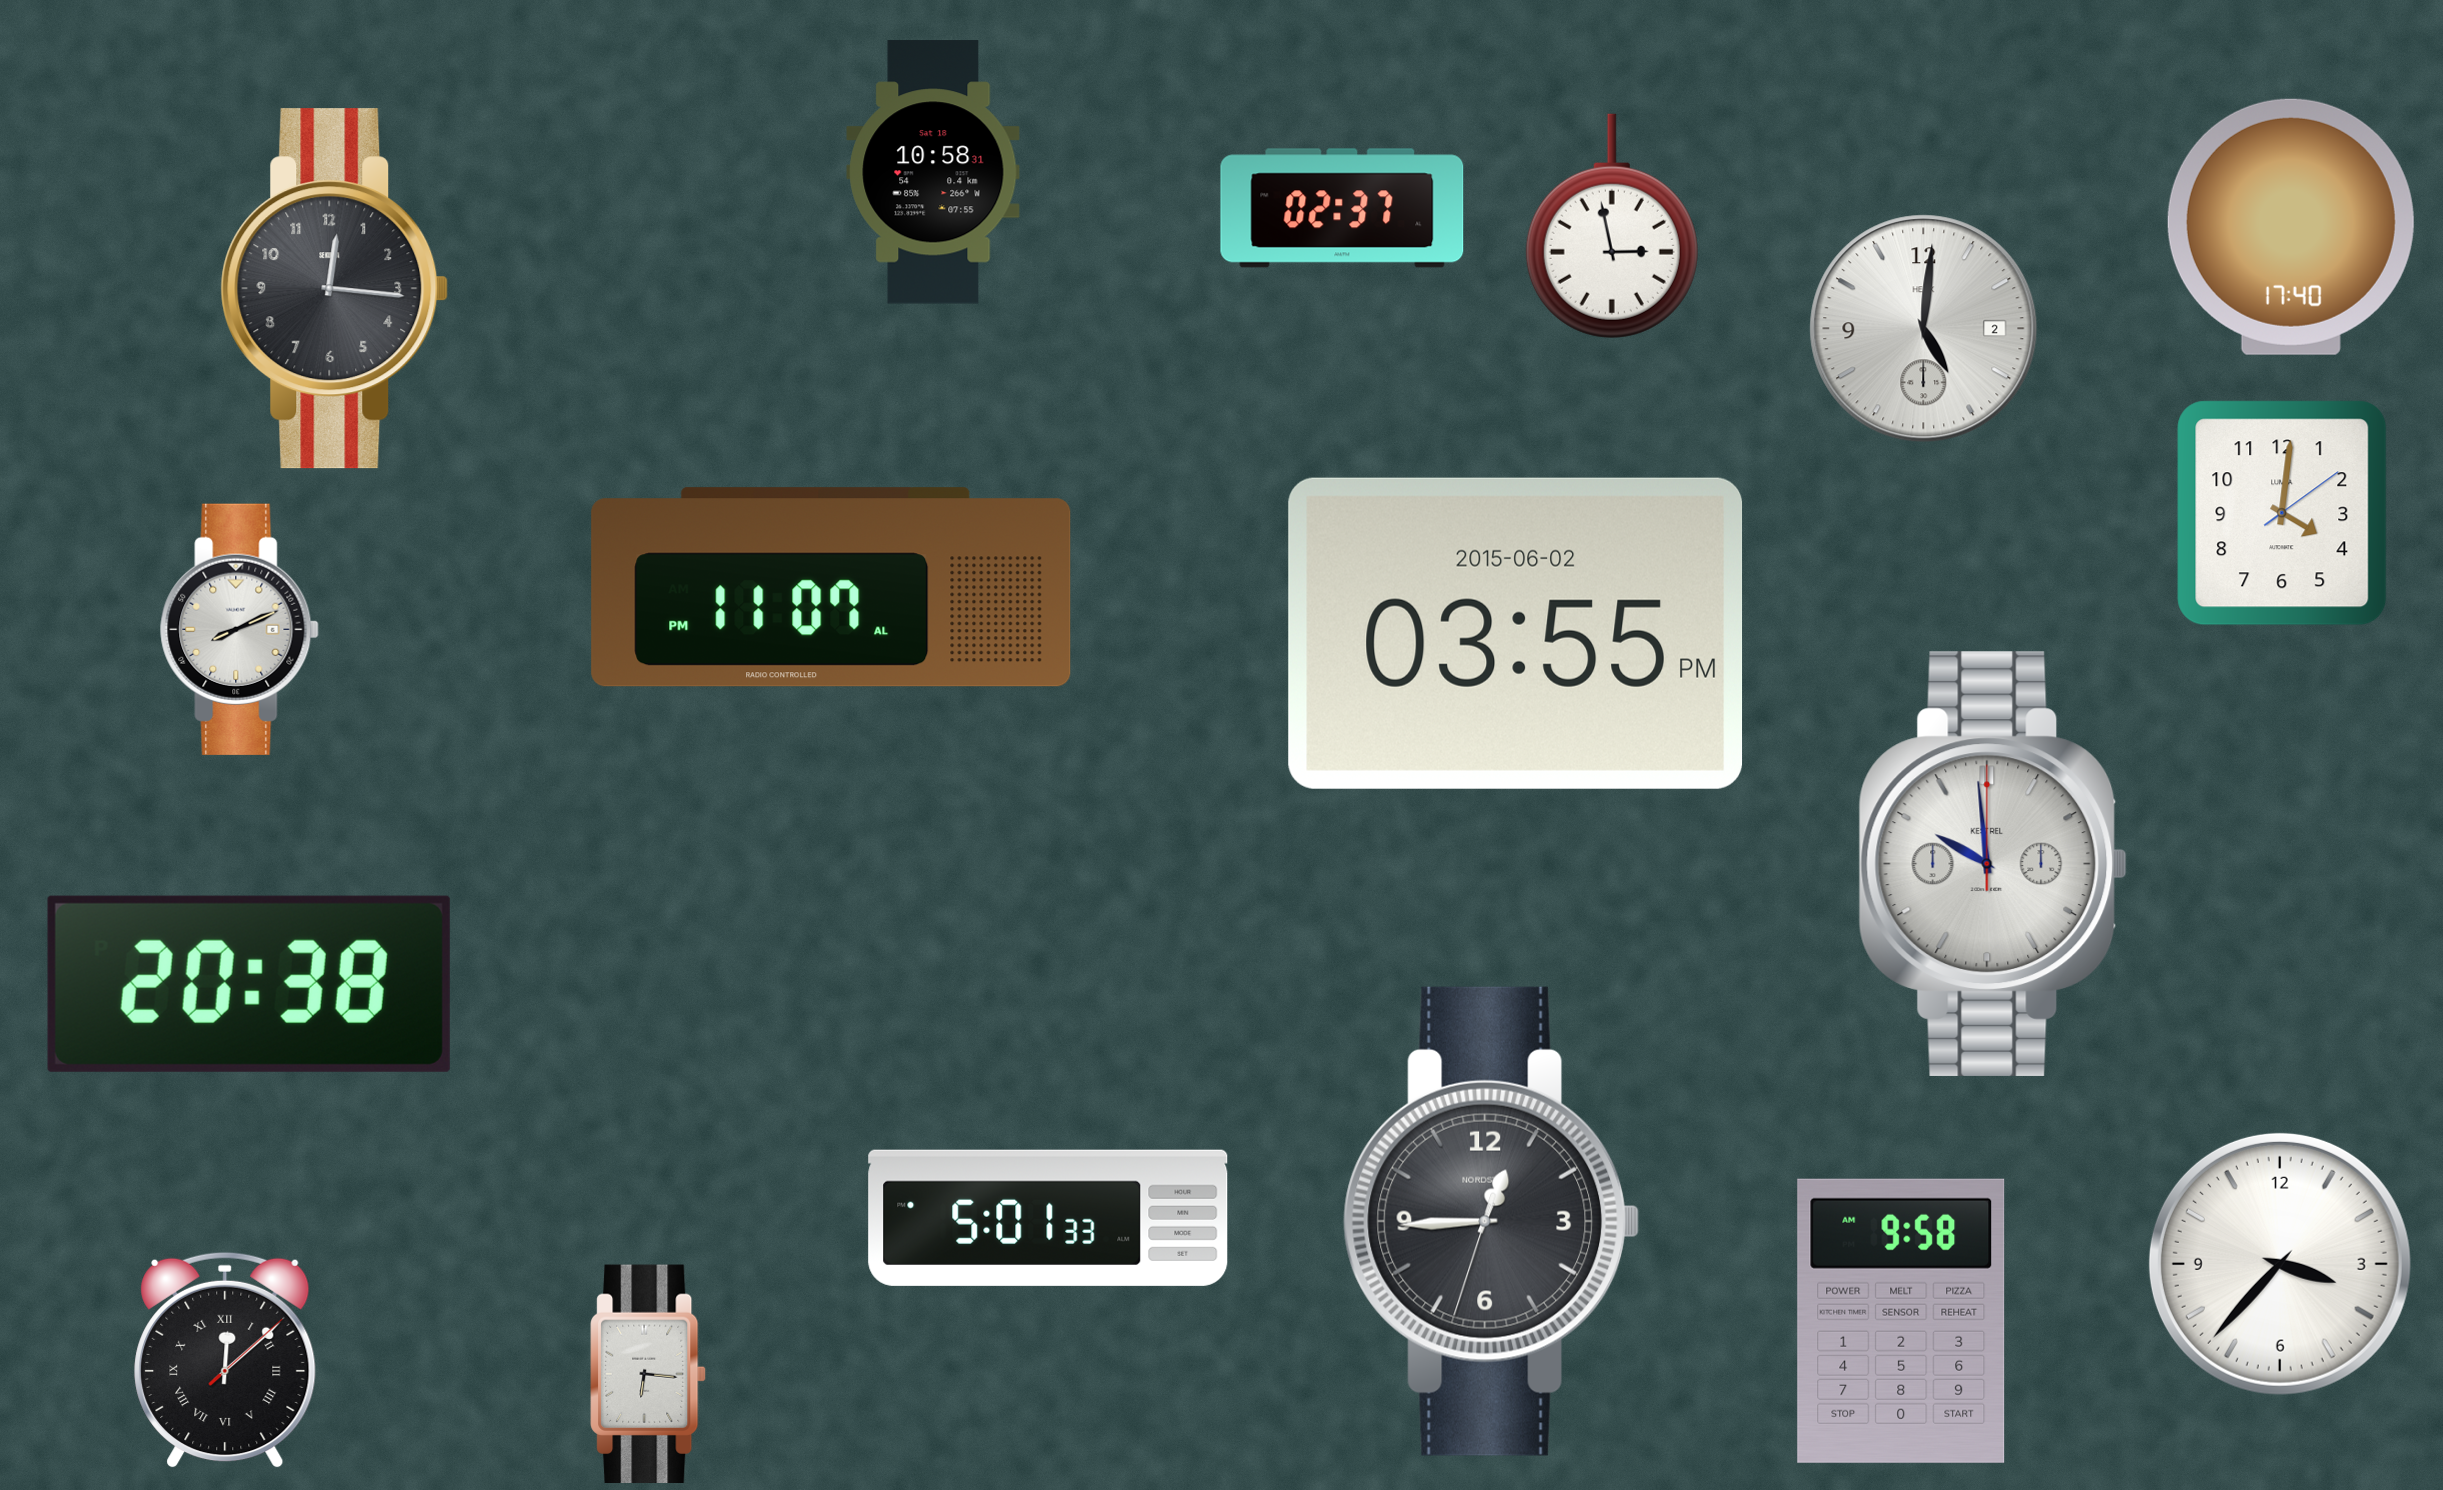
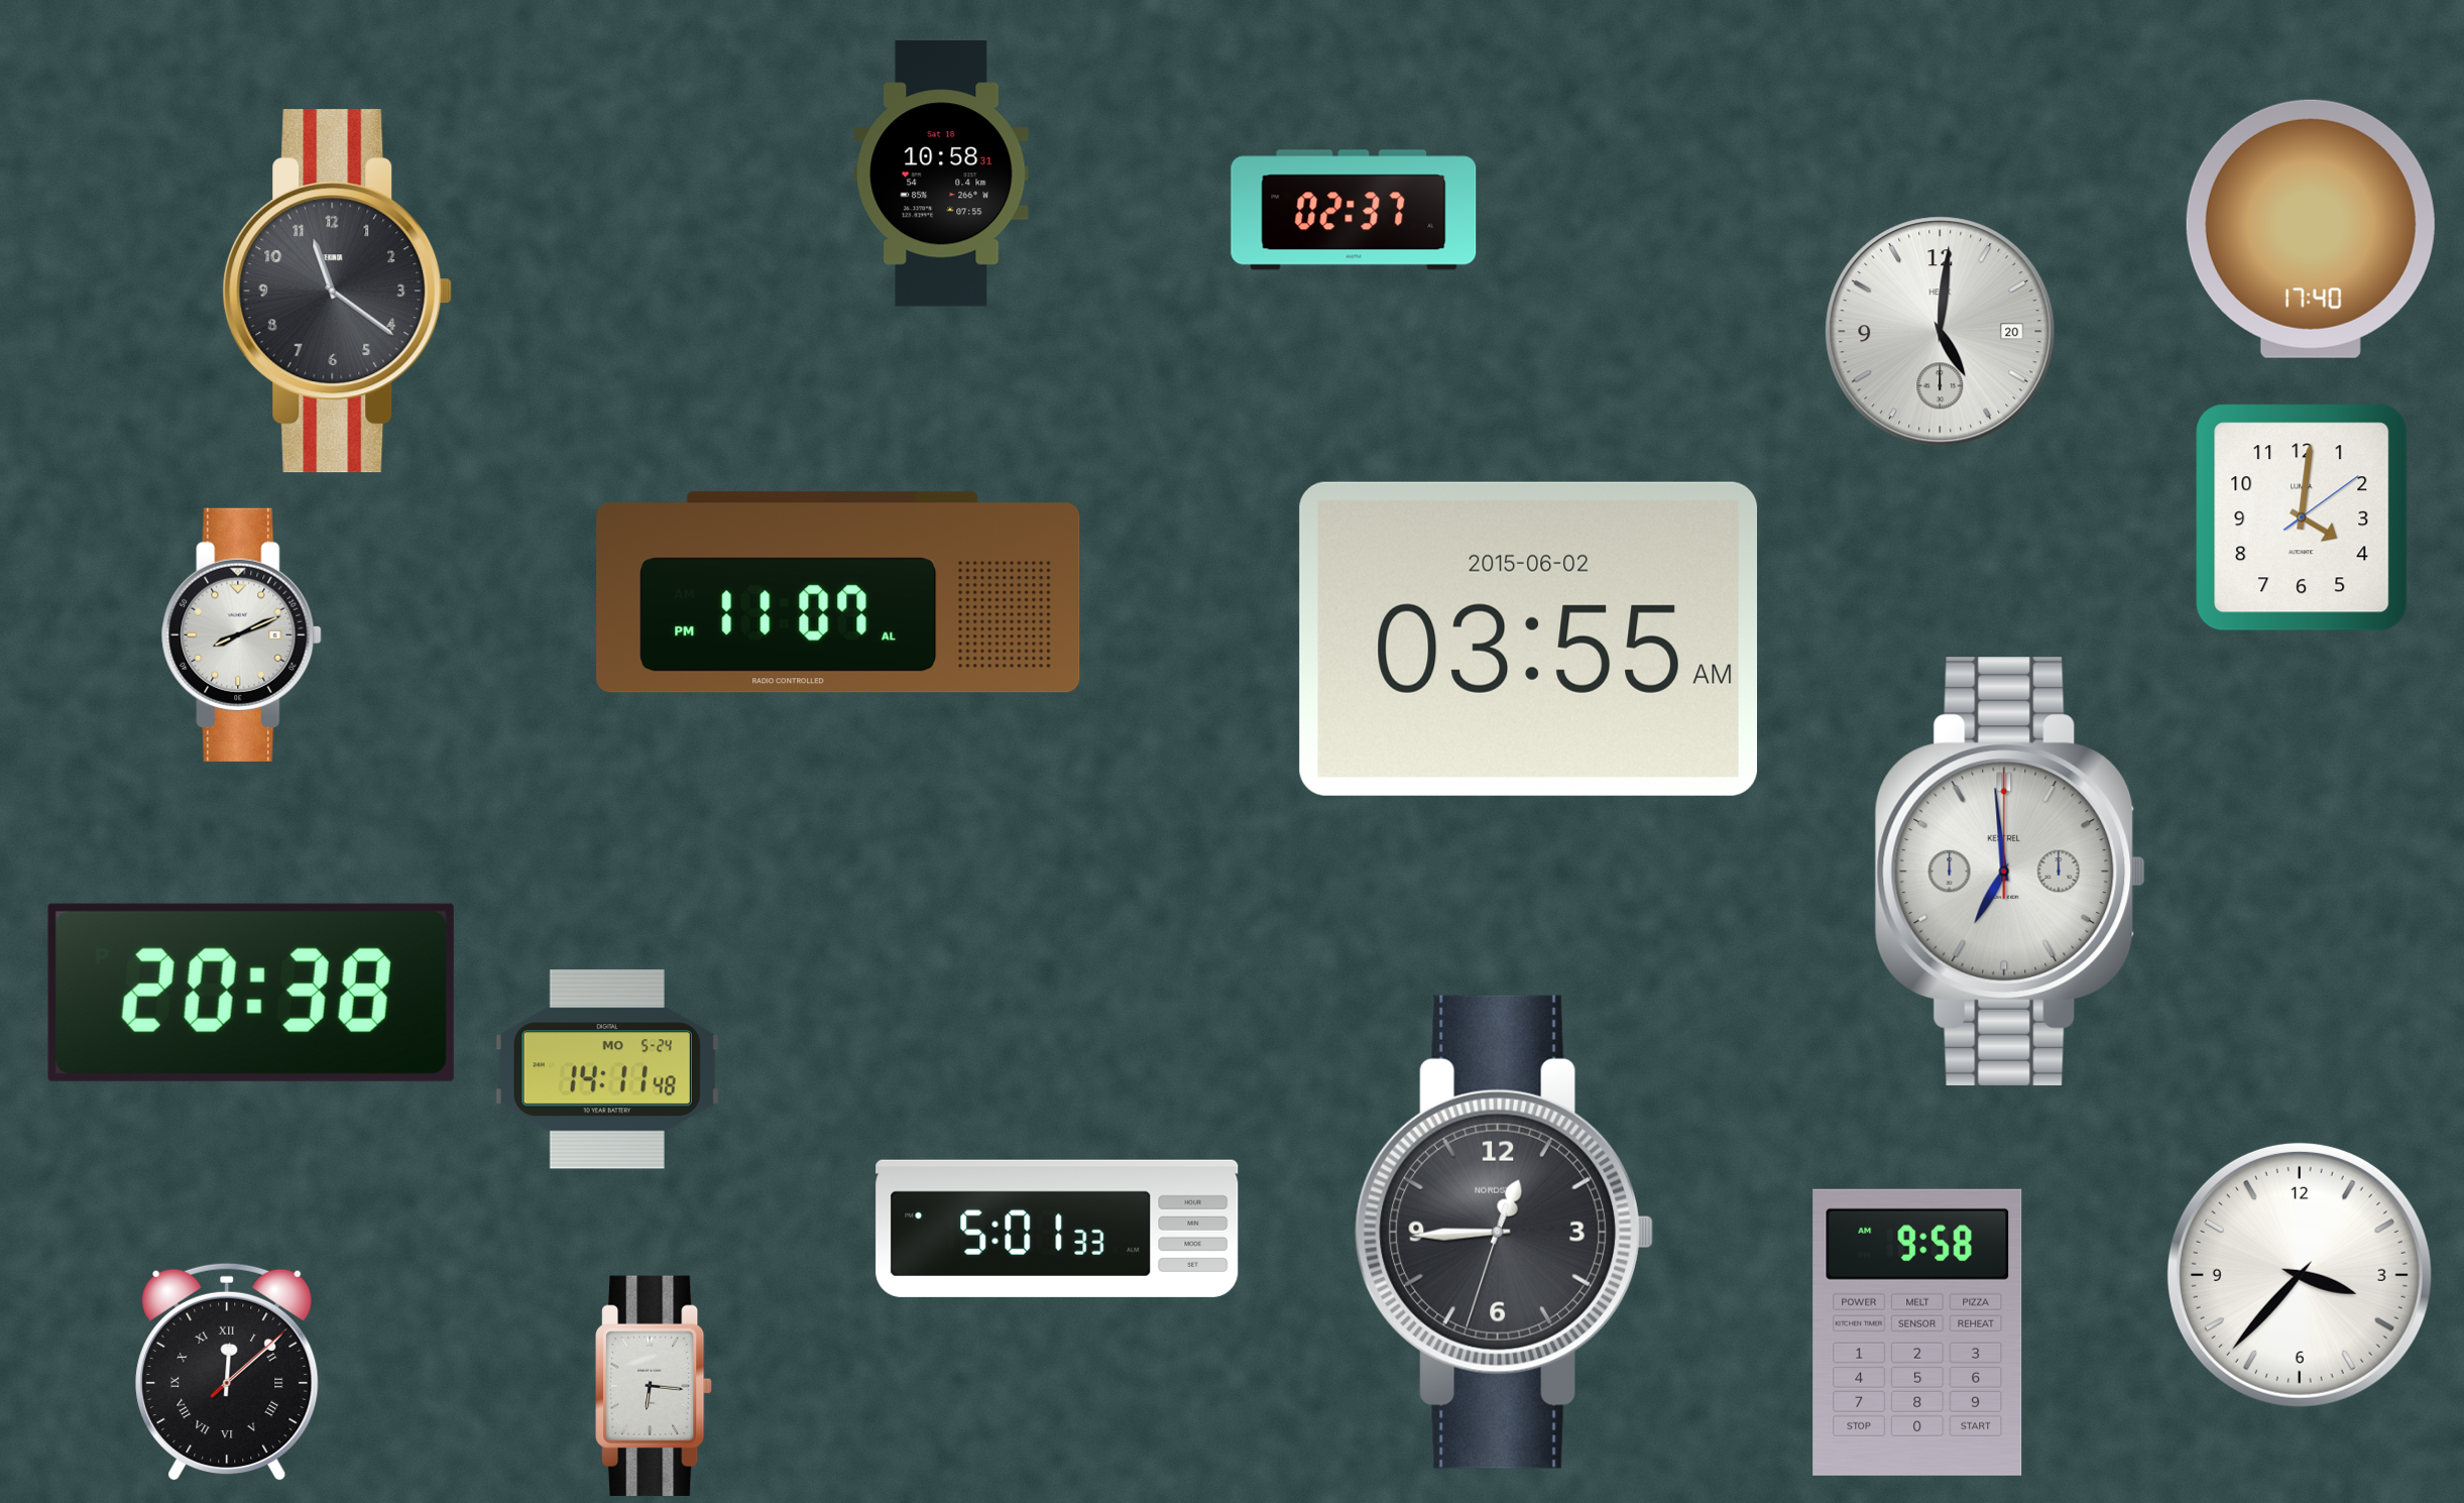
clock at (1612, 226): 2:58 -> none
clock at (335, 289): 12:16 -> 11:21
clock at (1924, 329) date: 2 -> 20
clock at (1516, 633): 03:55 PM -> 03:55 AM
clock at (1993, 864): 9:59 -> 6:59
clock at (607, 1069): none -> 14:11
